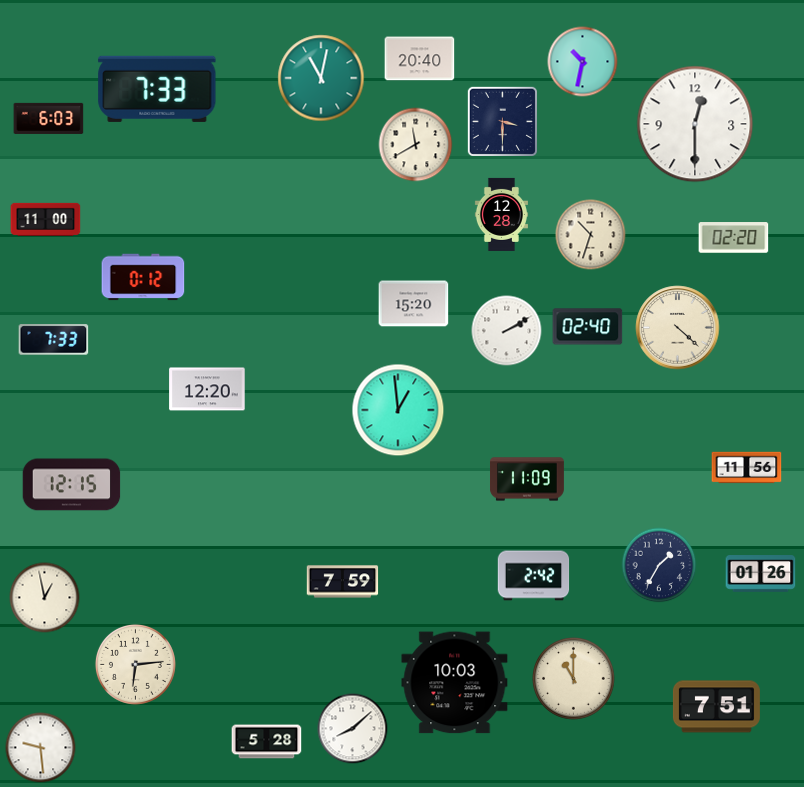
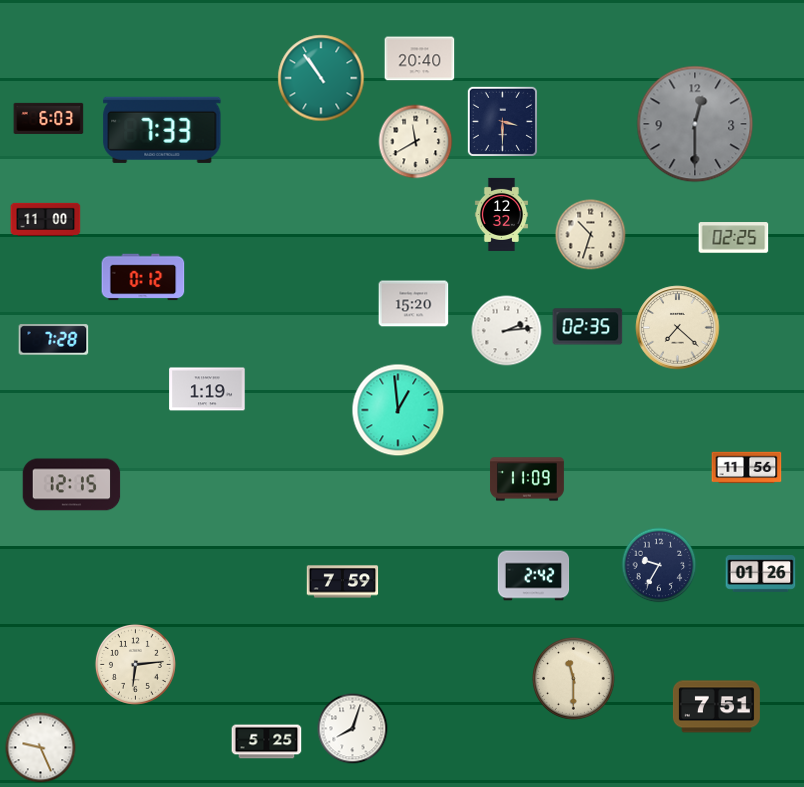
clock at (583, 62): 10:32 -> none
clock at (321, 78): 11:02 -> 10:54
clock at (157, 89) position: (157, 89) -> (162, 130)
clock at (695, 124) dial: white -> grey
clock at (416, 145) position: (416, 145) -> (416, 142)
clock at (501, 214): 12:28 -> 12:32
clock at (734, 238): 02:20 -> 02:25
clock at (588, 327): 02:40 -> 02:35
clock at (678, 328): 4:22 -> 7:22
clock at (507, 331): 2:10 -> 2:14
clock at (54, 340): 7:33 -> 7:28
clock at (207, 389): 12:20 -> 1:19
clock at (659, 565): 1:35 -> 9:35
clock at (45, 598): 12:58 -> none
clock at (574, 679): 11:00 -> 11:30
clock at (455, 683): 10:03 -> none
clock at (353, 729): 8:08 -> 8:03
clock at (267, 742): 5:28 -> 5:25
clock at (41, 748): 9:29 -> 9:26
